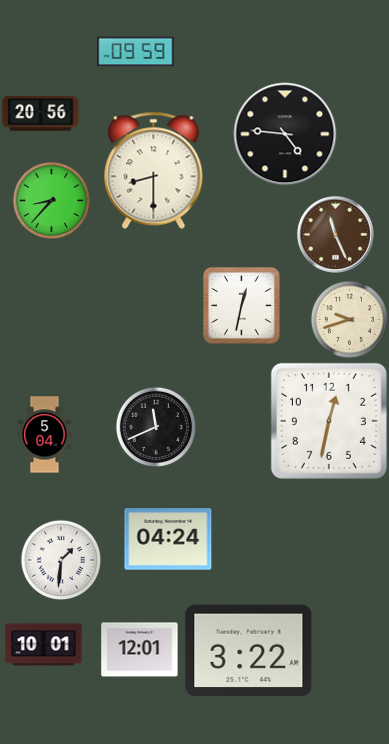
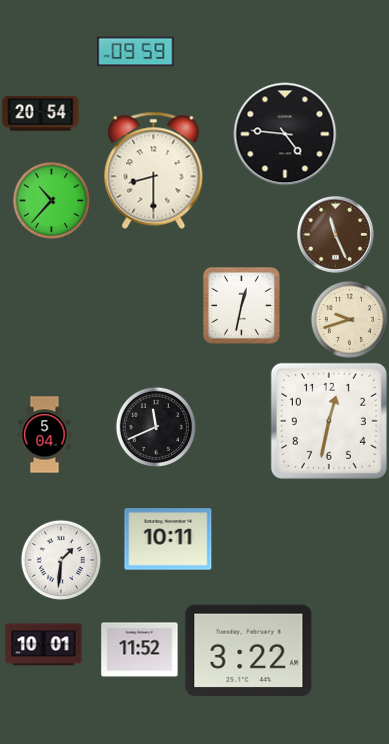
clock at (41, 114): 20:56 -> 20:54
clock at (51, 200): 8:37 -> 10:37
clock at (168, 539): 04:24 -> 10:11
clock at (140, 650): 12:01 -> 11:52
